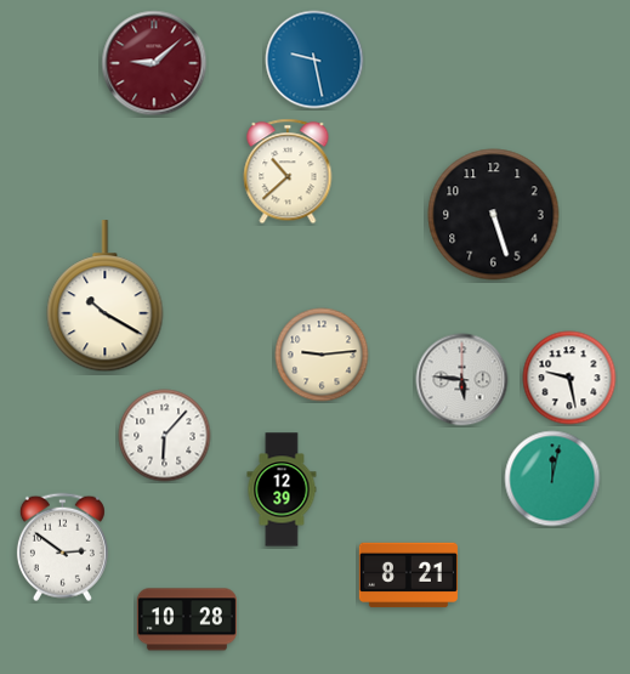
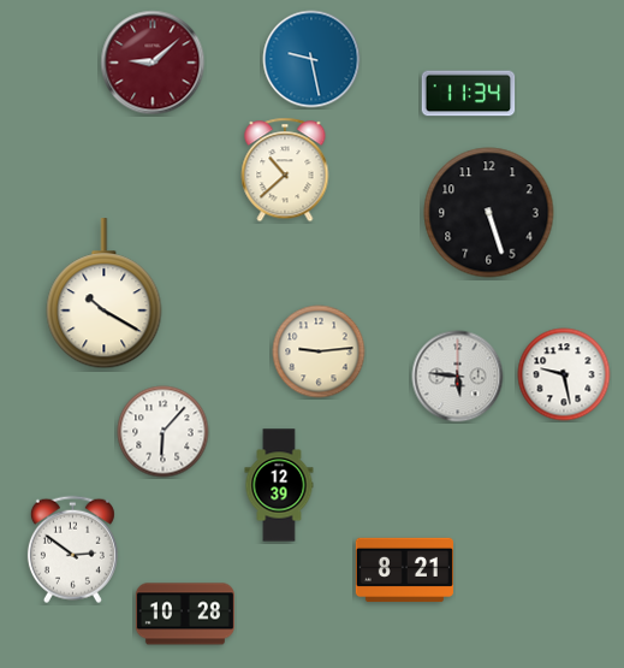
clock at (469, 94): none -> 11:34
clock at (552, 478): 12:02 -> none
clock at (62, 548) position: (62, 548) -> (72, 550)
